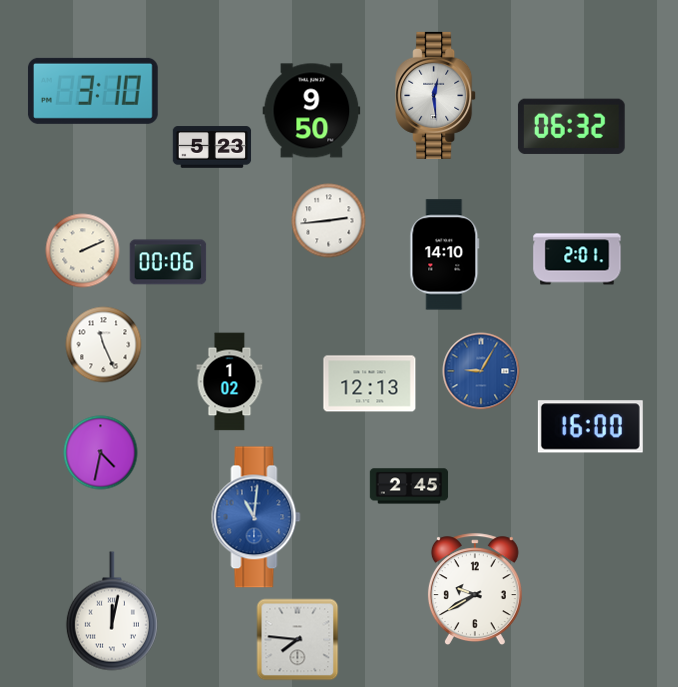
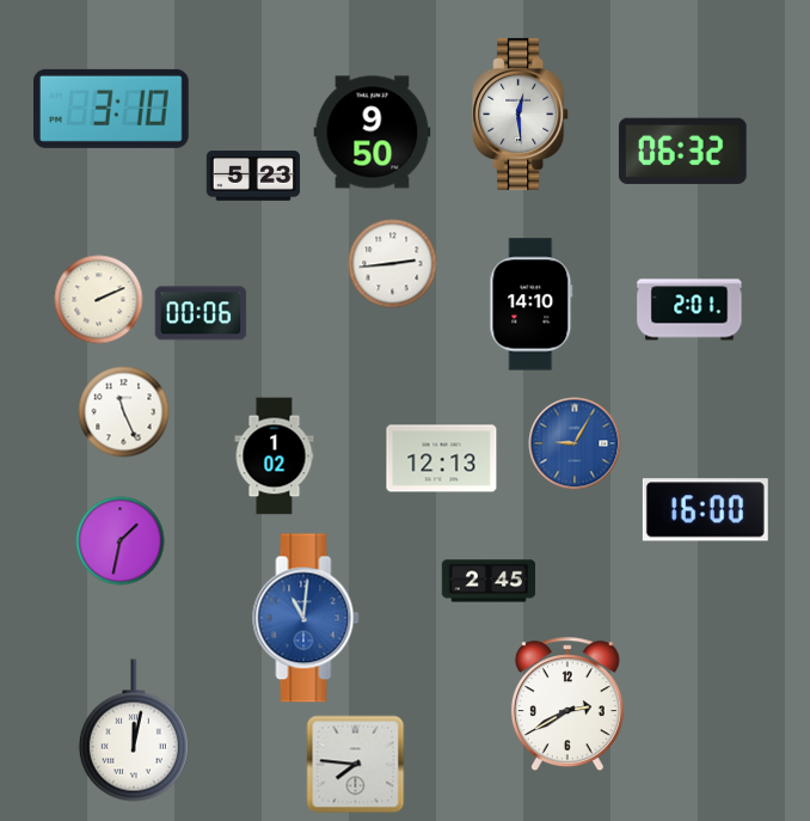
clock at (101, 453): 4:32 -> 1:32
clock at (475, 589): 9:40 -> 2:40
